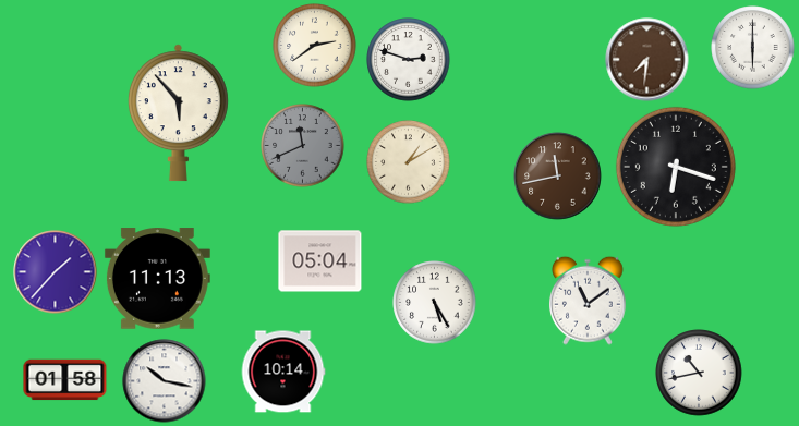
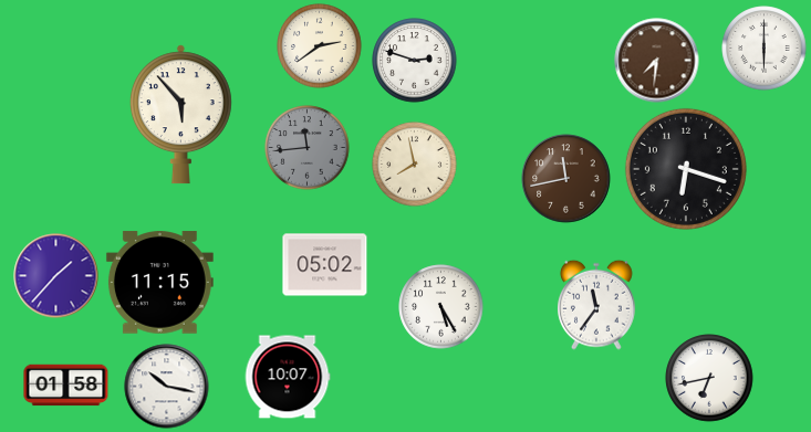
clock at (303, 146): 11:41 -> 11:44
clock at (409, 162): 1:10 -> 7:58
clock at (320, 261): 05:04 -> 05:02
clock at (157, 279): 11:13 -> 11:15
clock at (589, 301): 11:09 -> 11:36
clock at (283, 372): 10:14 -> 10:07
clock at (699, 373): 10:43 -> 6:43
